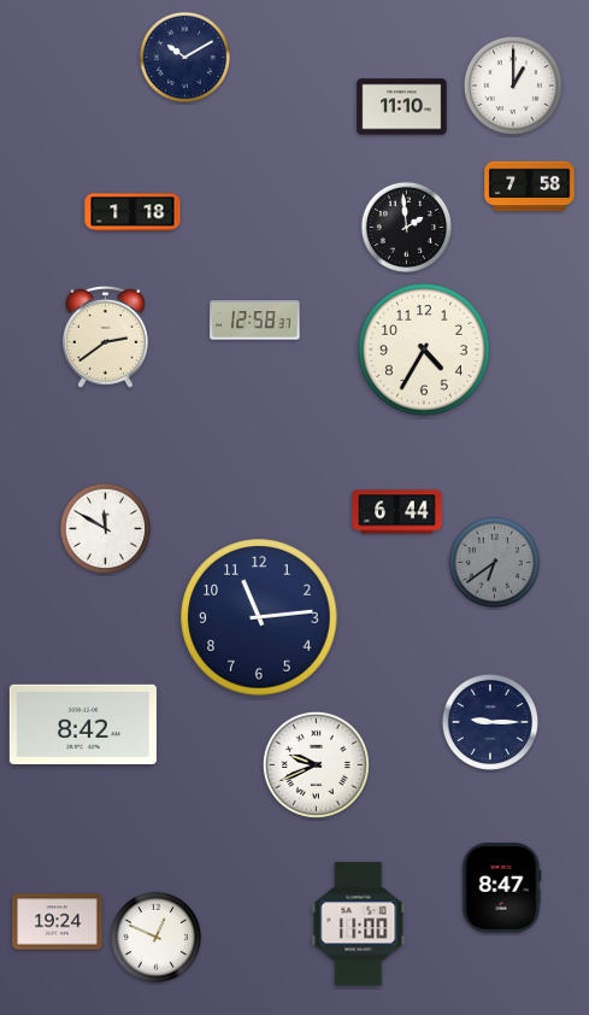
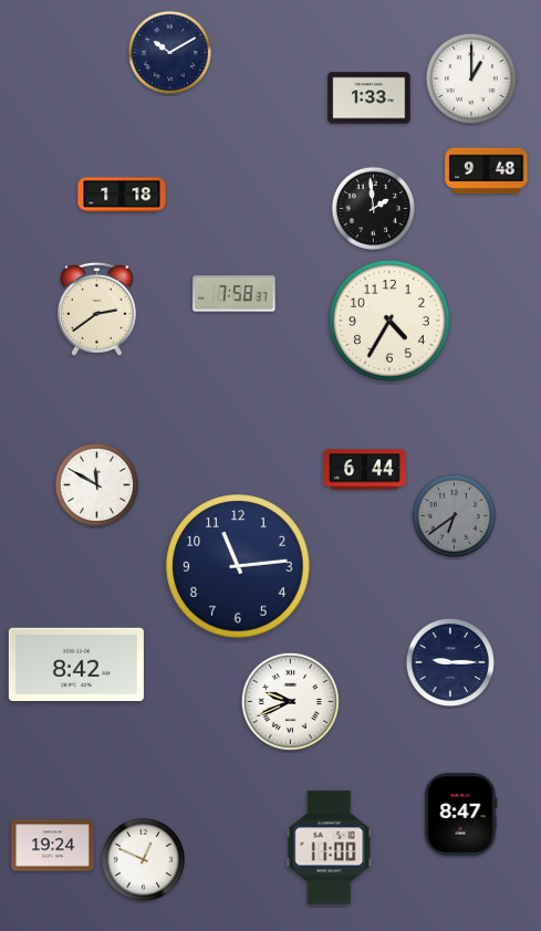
clock at (402, 107): 11:10 -> 1:33
clock at (530, 187): 7:58 -> 9:48
clock at (255, 321): 12:58 -> 7:58
